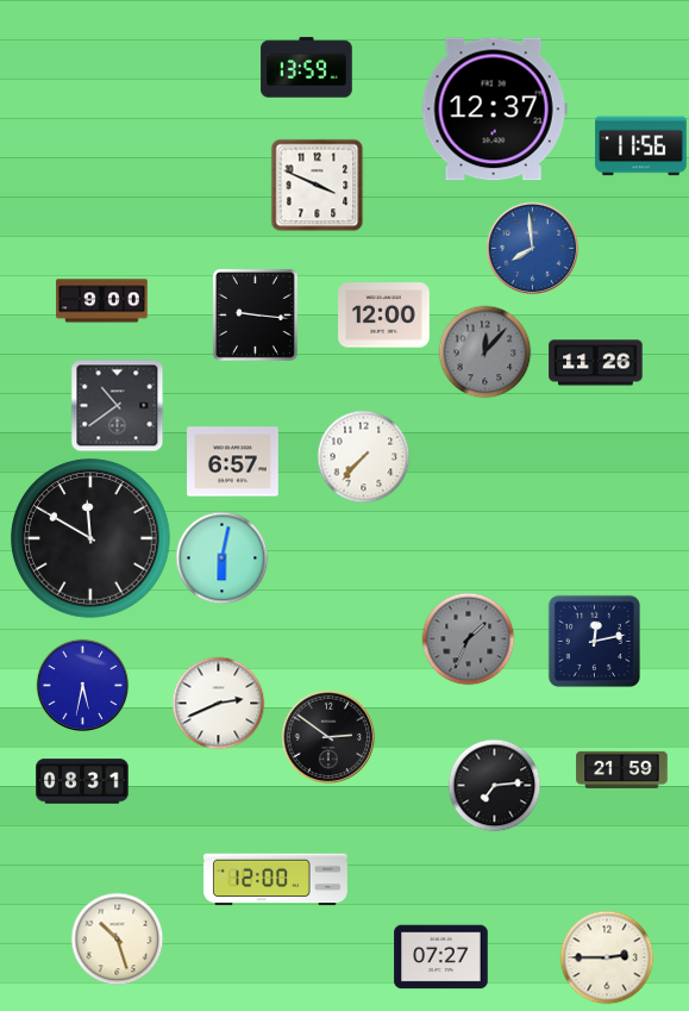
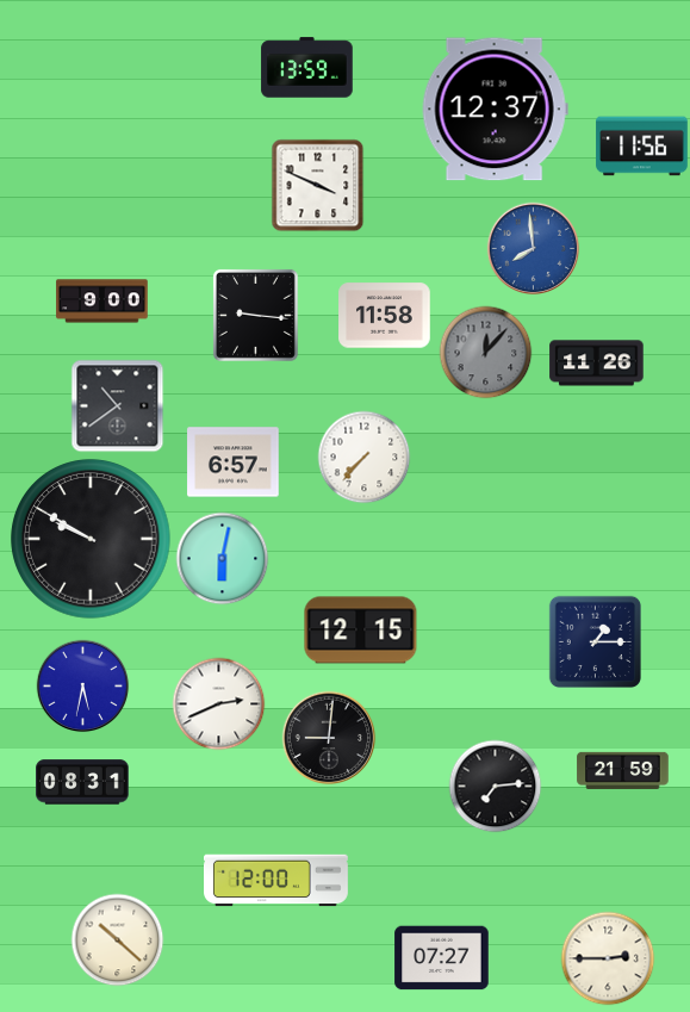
clock at (384, 316): 12:00 -> 11:58
clock at (90, 538): 11:50 -> 9:50
clock at (361, 631): none -> 12:15
clock at (468, 638): 1:34 -> none
clock at (594, 641): 12:13 -> 1:15
clock at (328, 737): 2:51 -> 9:01
clock at (117, 938): 10:27 -> 10:22
